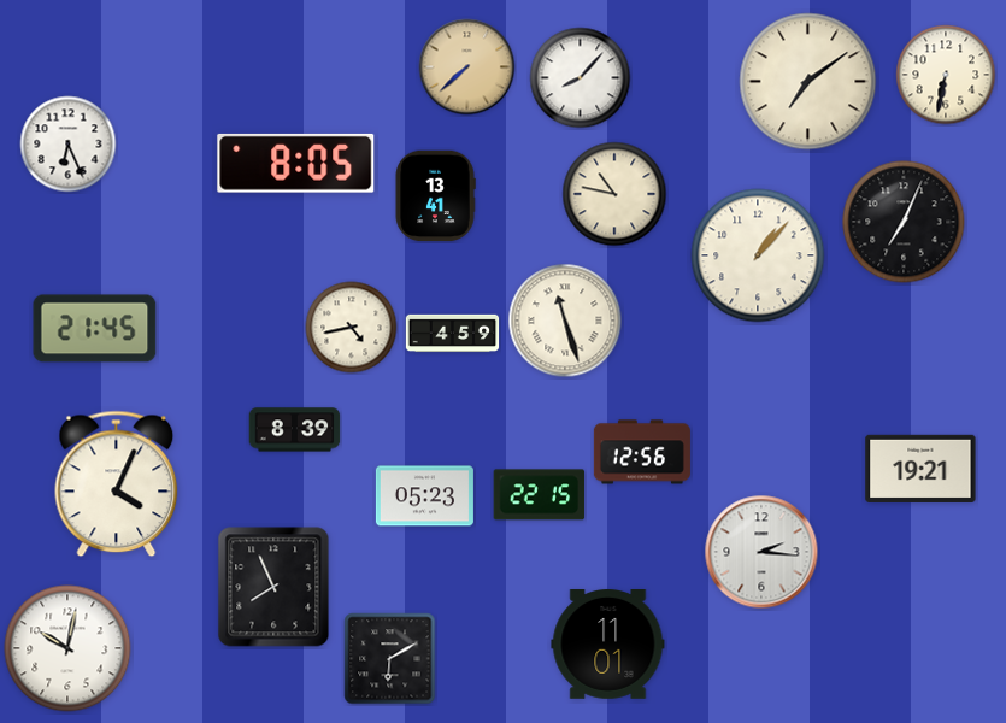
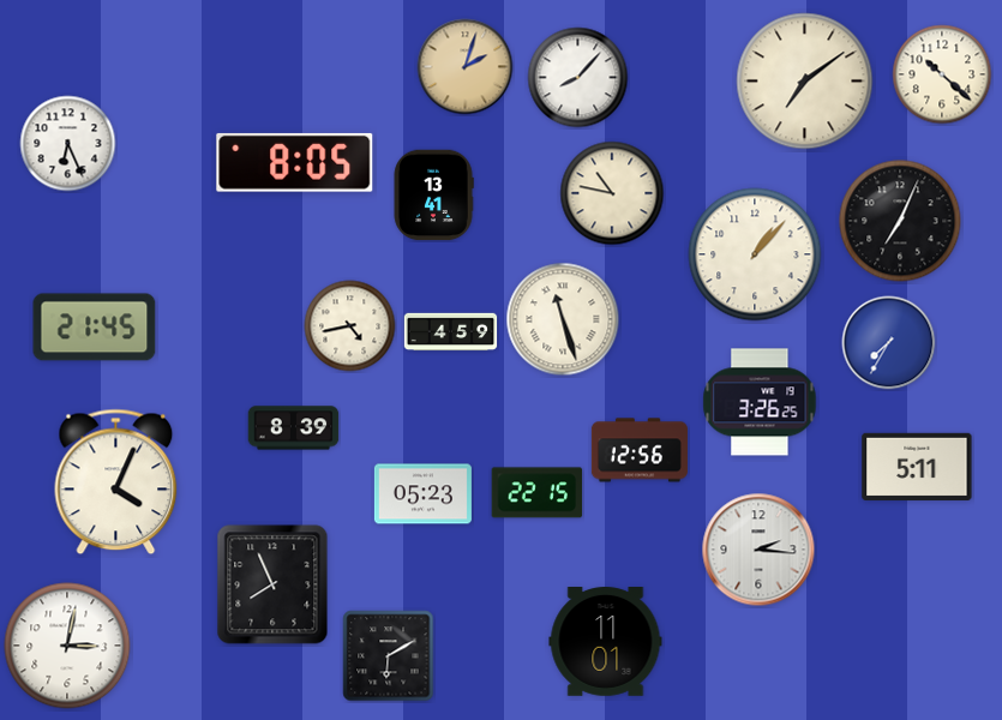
clock at (467, 67): 7:38 -> 2:03
clock at (946, 75): 6:32 -> 10:22
clock at (889, 343): none -> 7:35
clock at (760, 402): none -> 3:26
clock at (920, 469): 19:21 -> 5:11
clock at (67, 648): 10:02 -> 3:02
